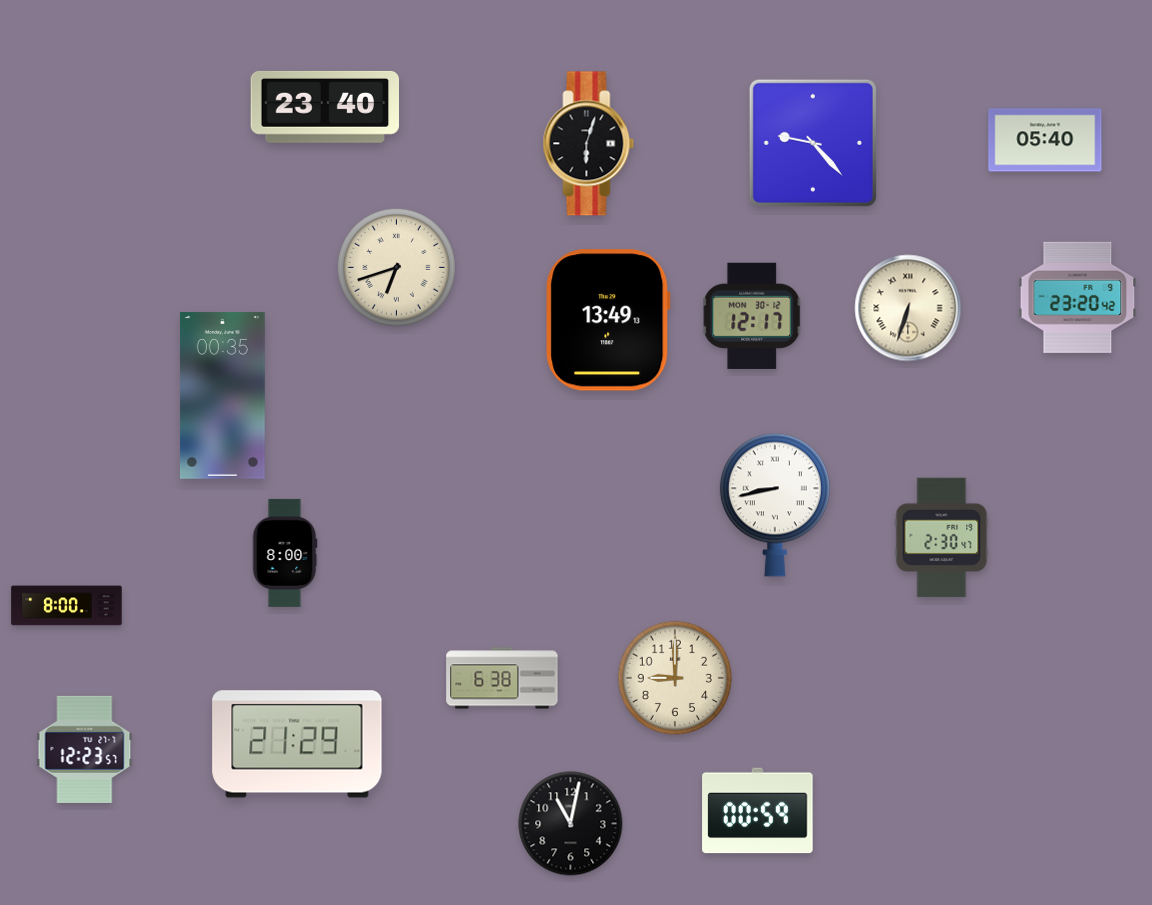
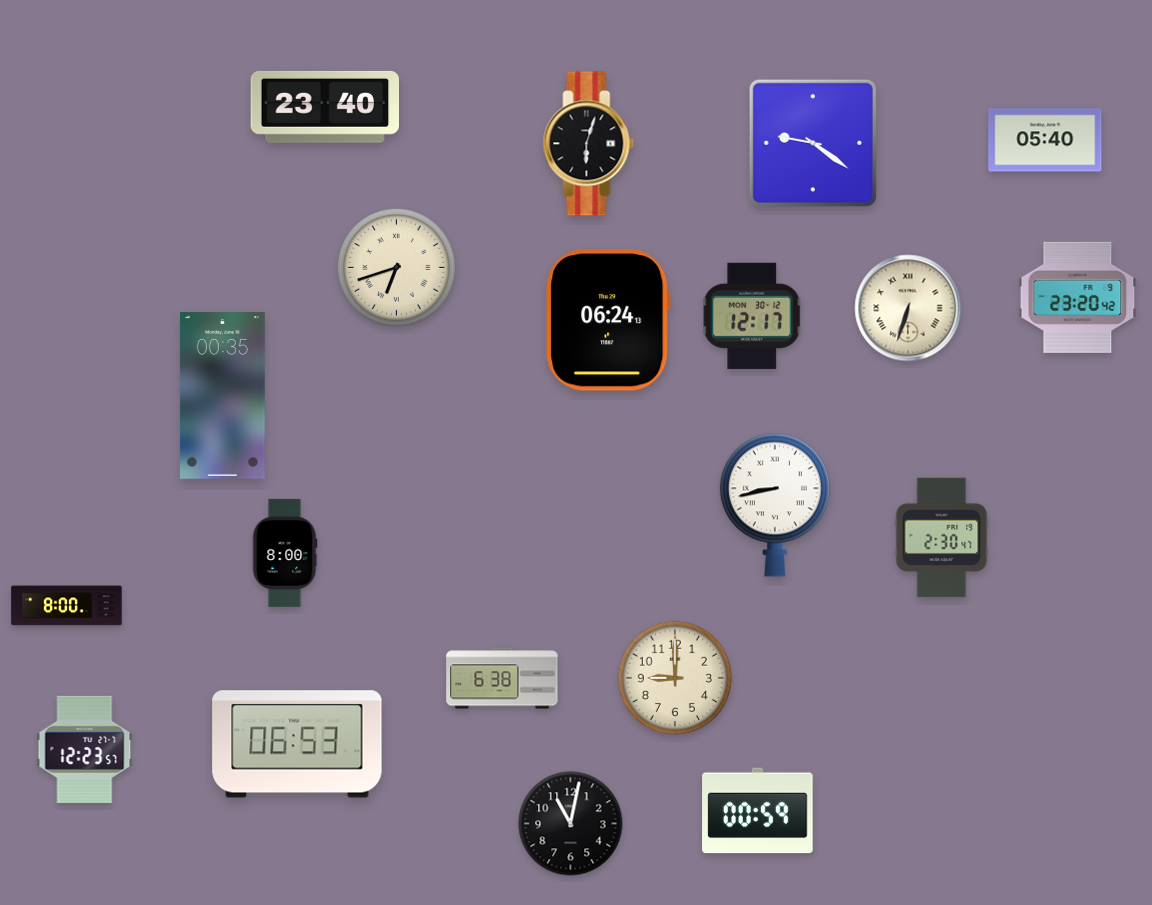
clock at (813, 143): 9:23 -> 9:21
clock at (608, 320): 13:49 -> 06:24
clock at (297, 744): 21:29 -> 06:53
